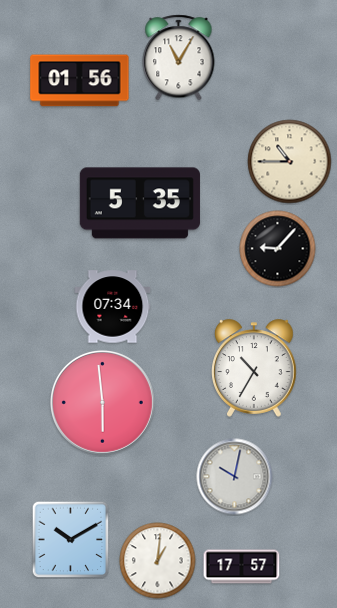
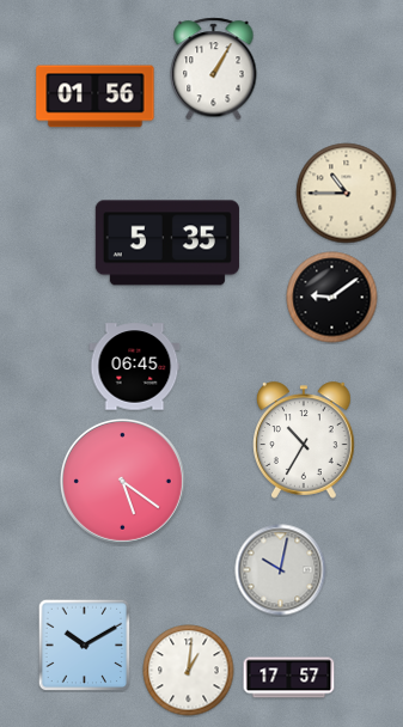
clock at (179, 58): 11:05 -> 1:05
clock at (278, 249): 9:07 -> 9:09
clock at (113, 307): 07:34 -> 06:45
clock at (102, 402): 5:59 -> 5:21
